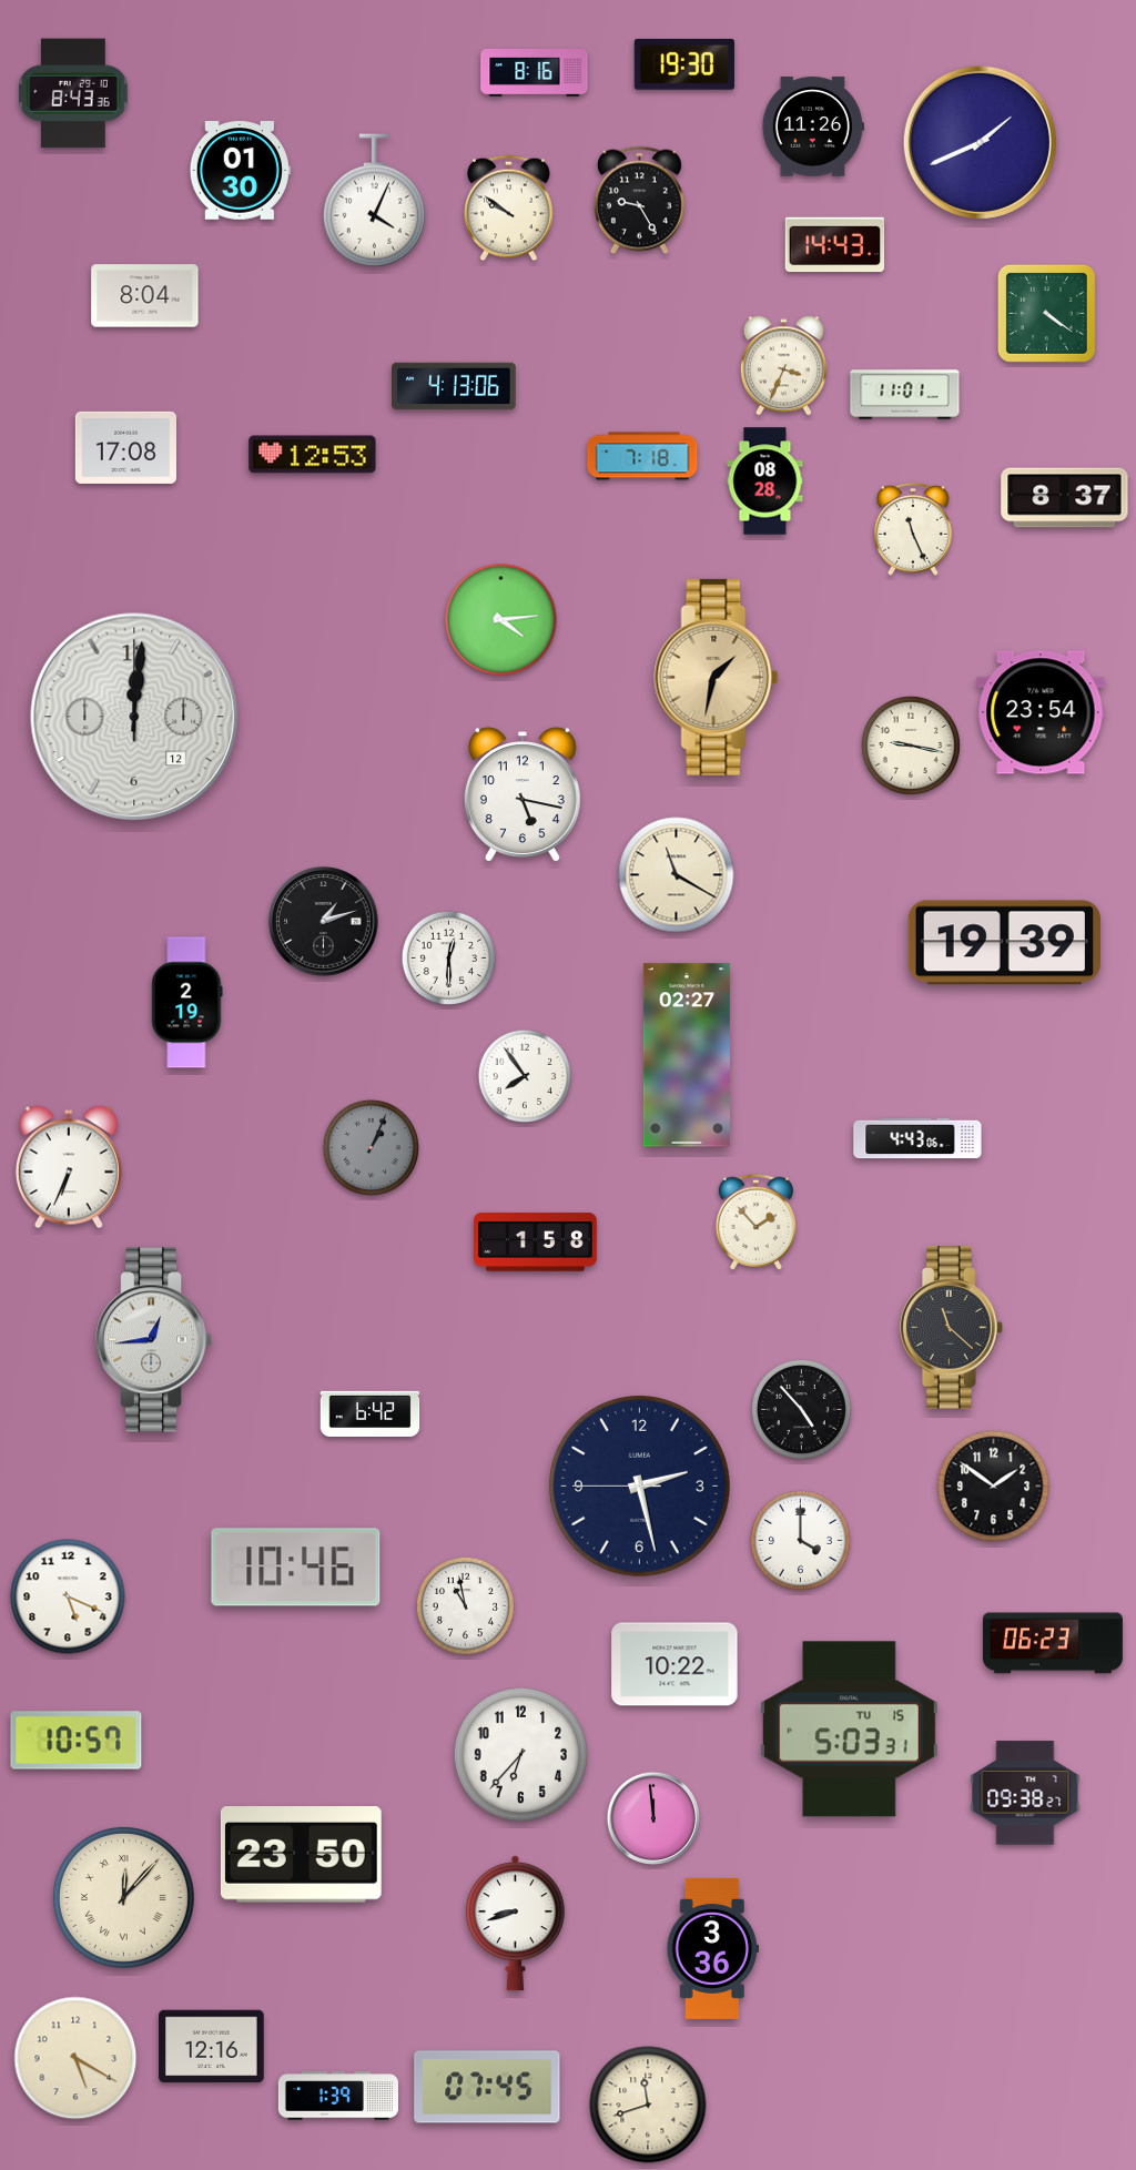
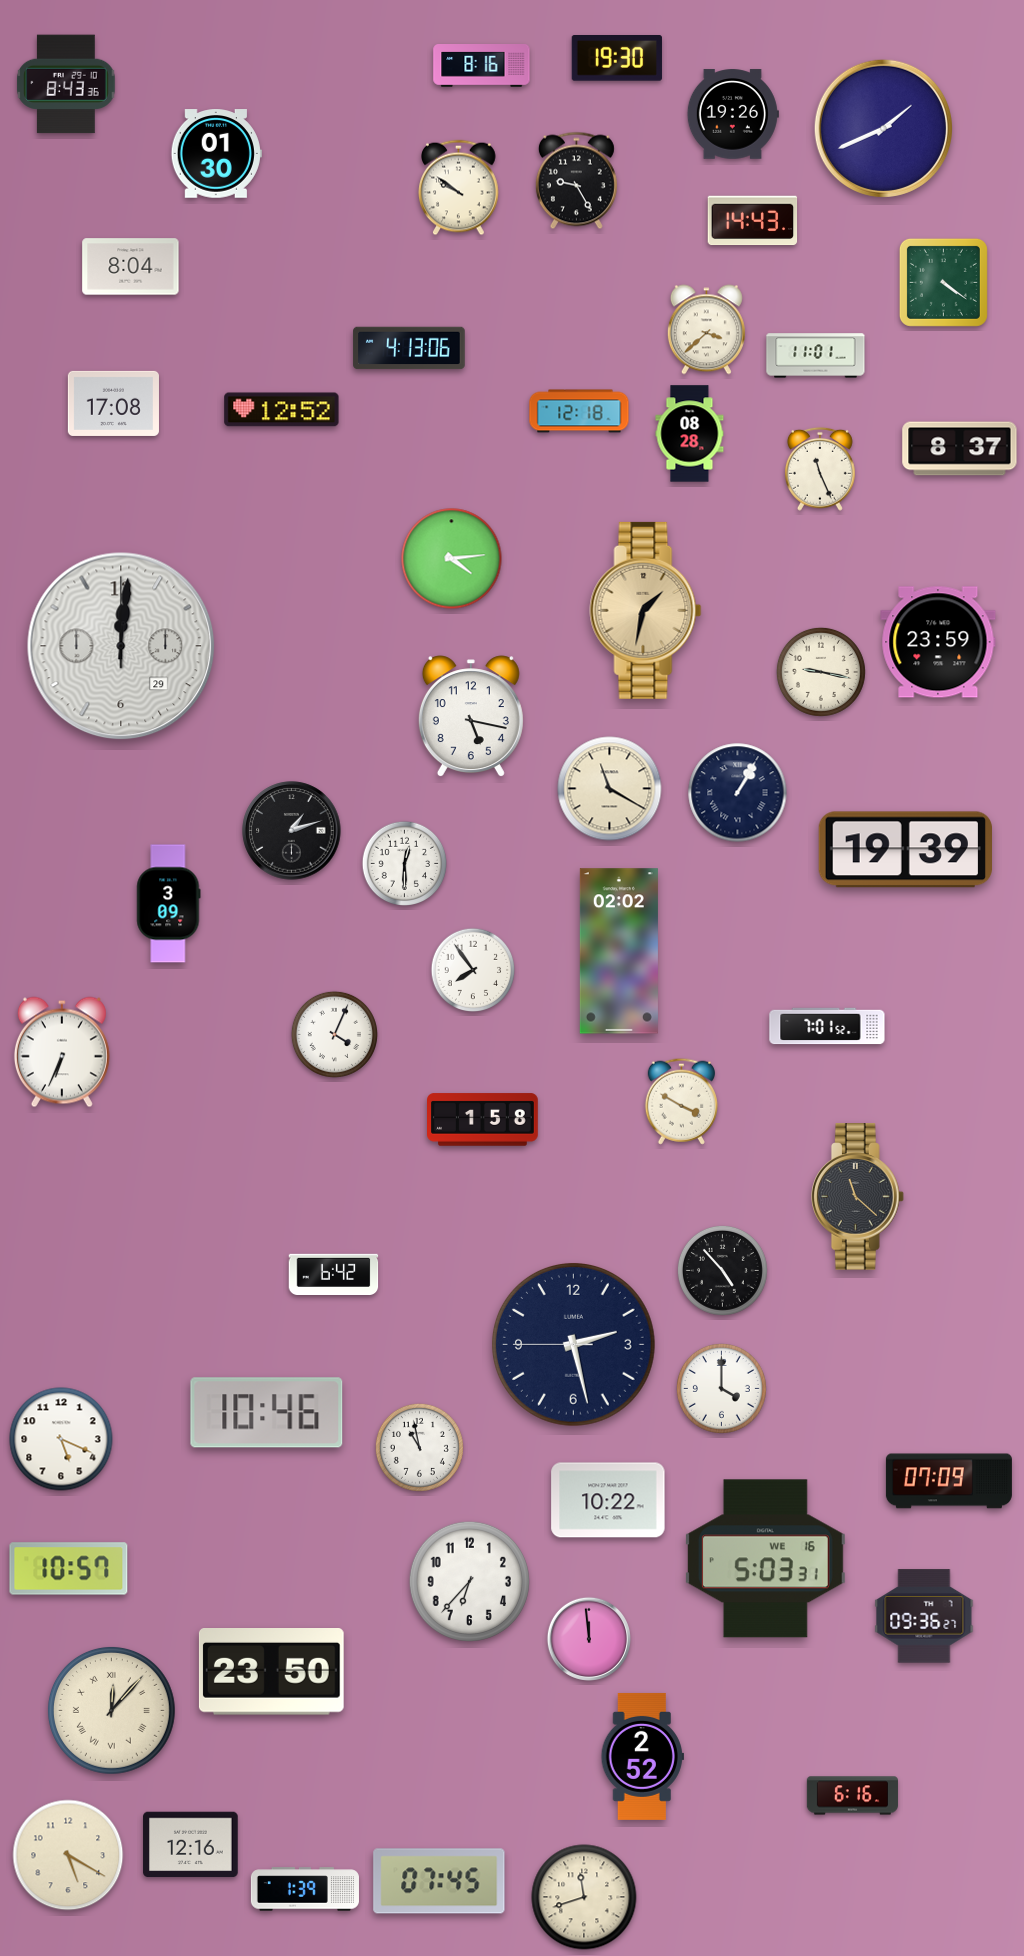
clock at (813, 126): 11:26 -> 19:26
clock at (374, 201): 4:04 -> none
clock at (783, 366): 3:34 -> 3:38
clock at (313, 455): 12:53 -> 12:52
clock at (642, 456): 7:18 -> 12:18
clock at (913, 529) position: (913, 529) -> (820, 469)
clock at (1041, 712): 23:54 -> 23:59
clock at (134, 717) date: 12 -> 29
clock at (738, 793): none -> 1:05
clock at (187, 1003): 2:19 -> 3:09
clock at (687, 1055): 02:27 -> 02:02
clock at (917, 1138): 4:43 -> 7:01
clock at (371, 1147): 1:04 -> 4:04
clock at (371, 1147) dial: grey -> white
clock at (755, 1221): 1:53 -> 3:50
clock at (155, 1340): 12:44 -> none
clock at (639, 1485) position: (639, 1485) -> (573, 1344)
clock at (994, 1487): 1:51 -> none
clock at (1053, 1643): 06:23 -> 07:09
clock at (849, 1730) date: TU 15 -> WE 16
clock at (1025, 1793): 09:38 -> 09:36
clock at (515, 1924): 8:42 -> none
clock at (712, 1948): 3:36 -> 2:52
clock at (852, 1796): none -> 6:16
